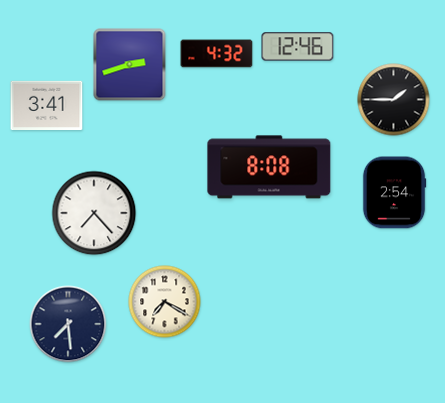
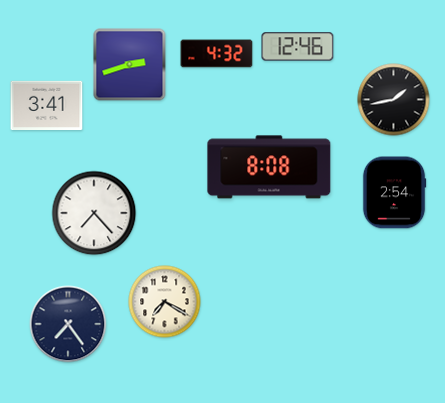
clock at (394, 100): 1:45 -> 1:43
clock at (68, 324): 7:29 -> 7:24
